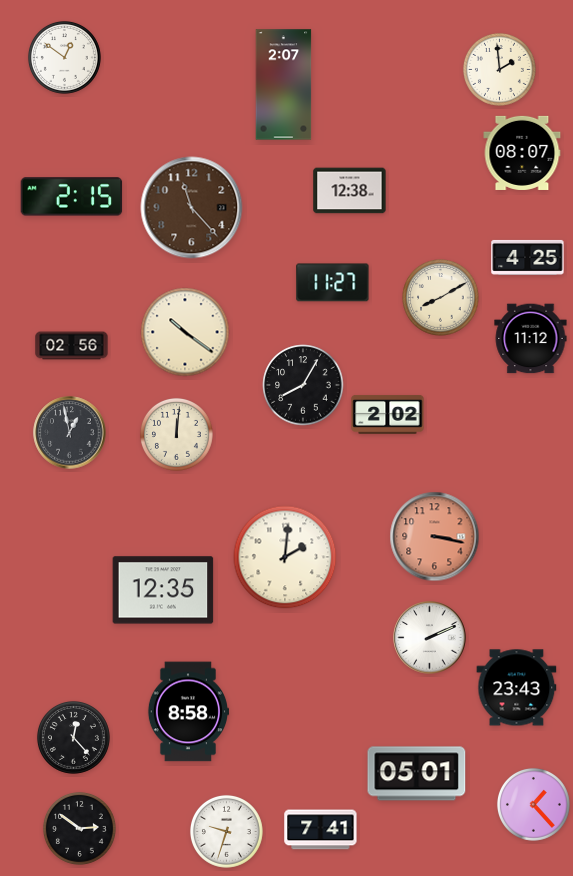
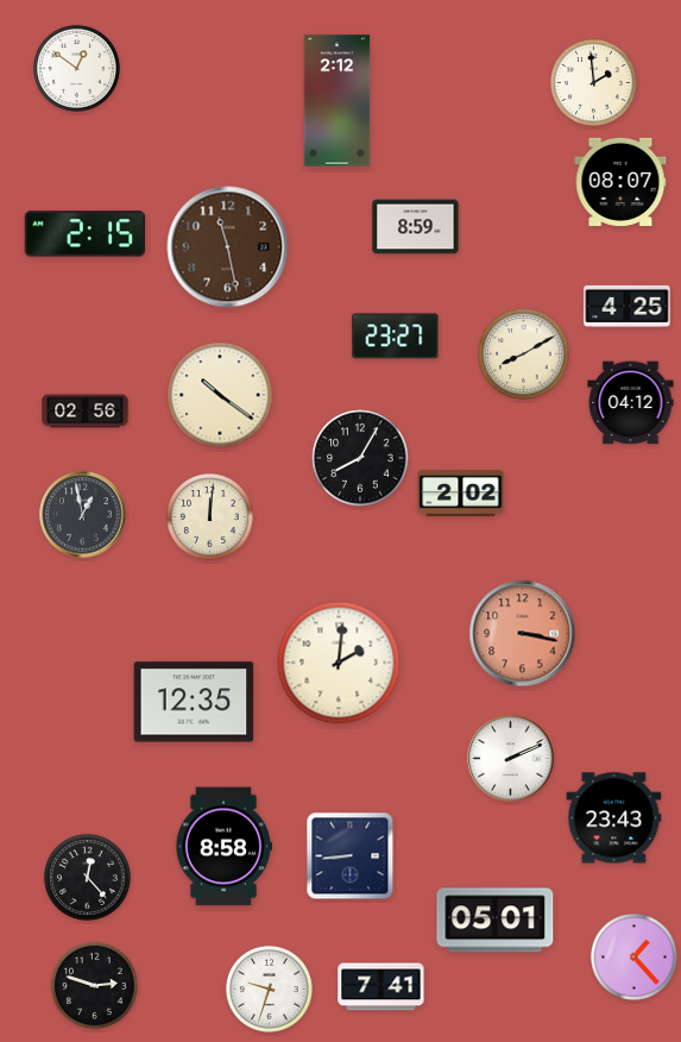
clock at (284, 85): 2:07 -> 2:12
clock at (350, 191): 12:38 -> 8:59
clock at (192, 208): 11:23 -> 11:28
clock at (333, 283): 11:27 -> 23:27
clock at (531, 339): 11:12 -> 04:12
clock at (435, 537) position: (435, 537) -> (523, 634)
clock at (351, 856): none -> 8:44
clock at (79, 828): 2:51 -> 2:48
